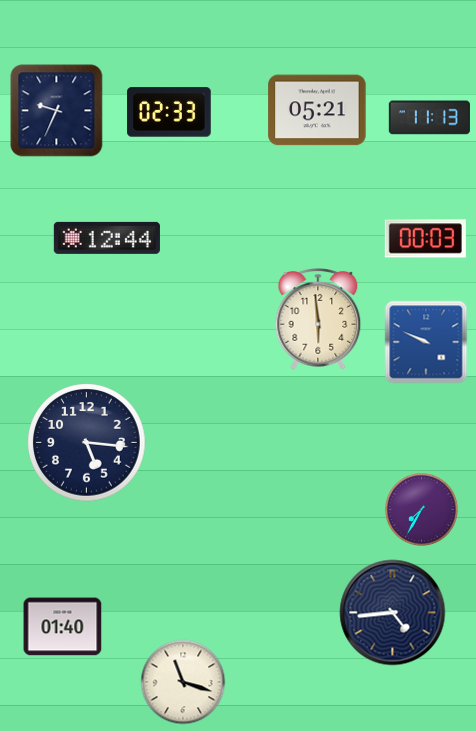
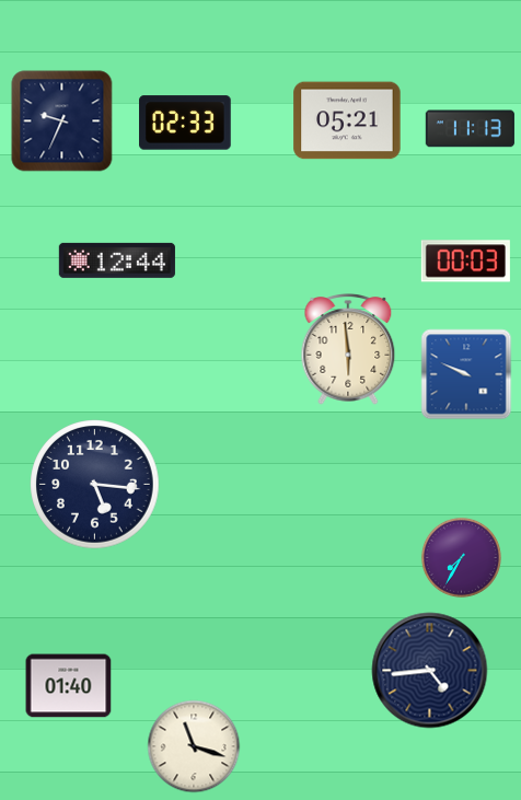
clock at (183, 682) position: (183, 682) -> (194, 746)
